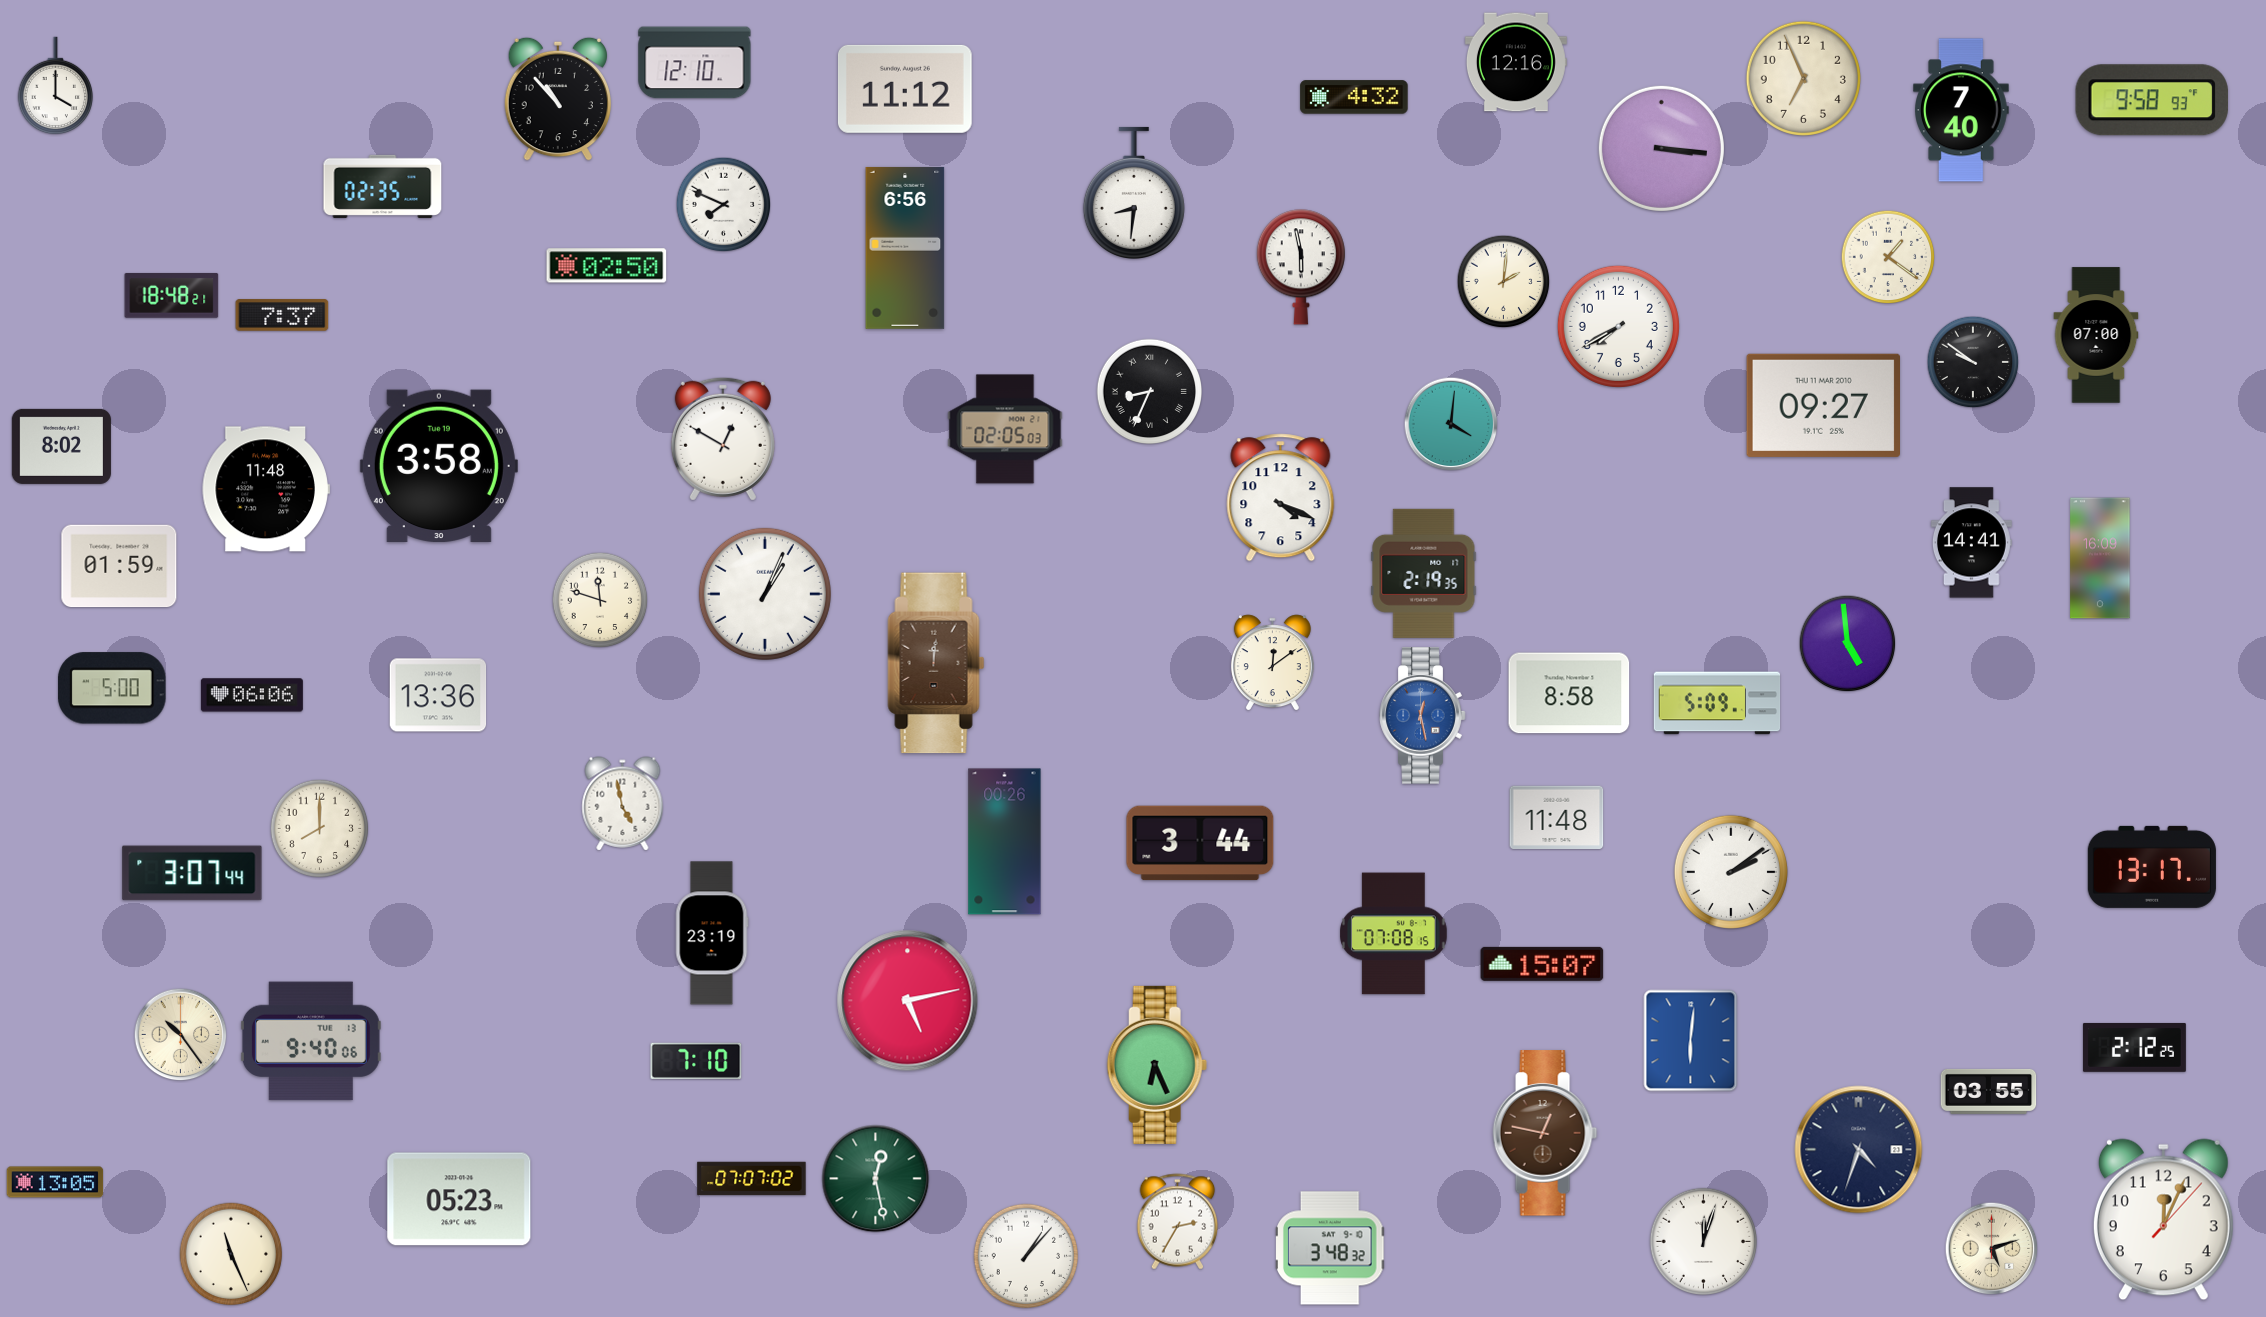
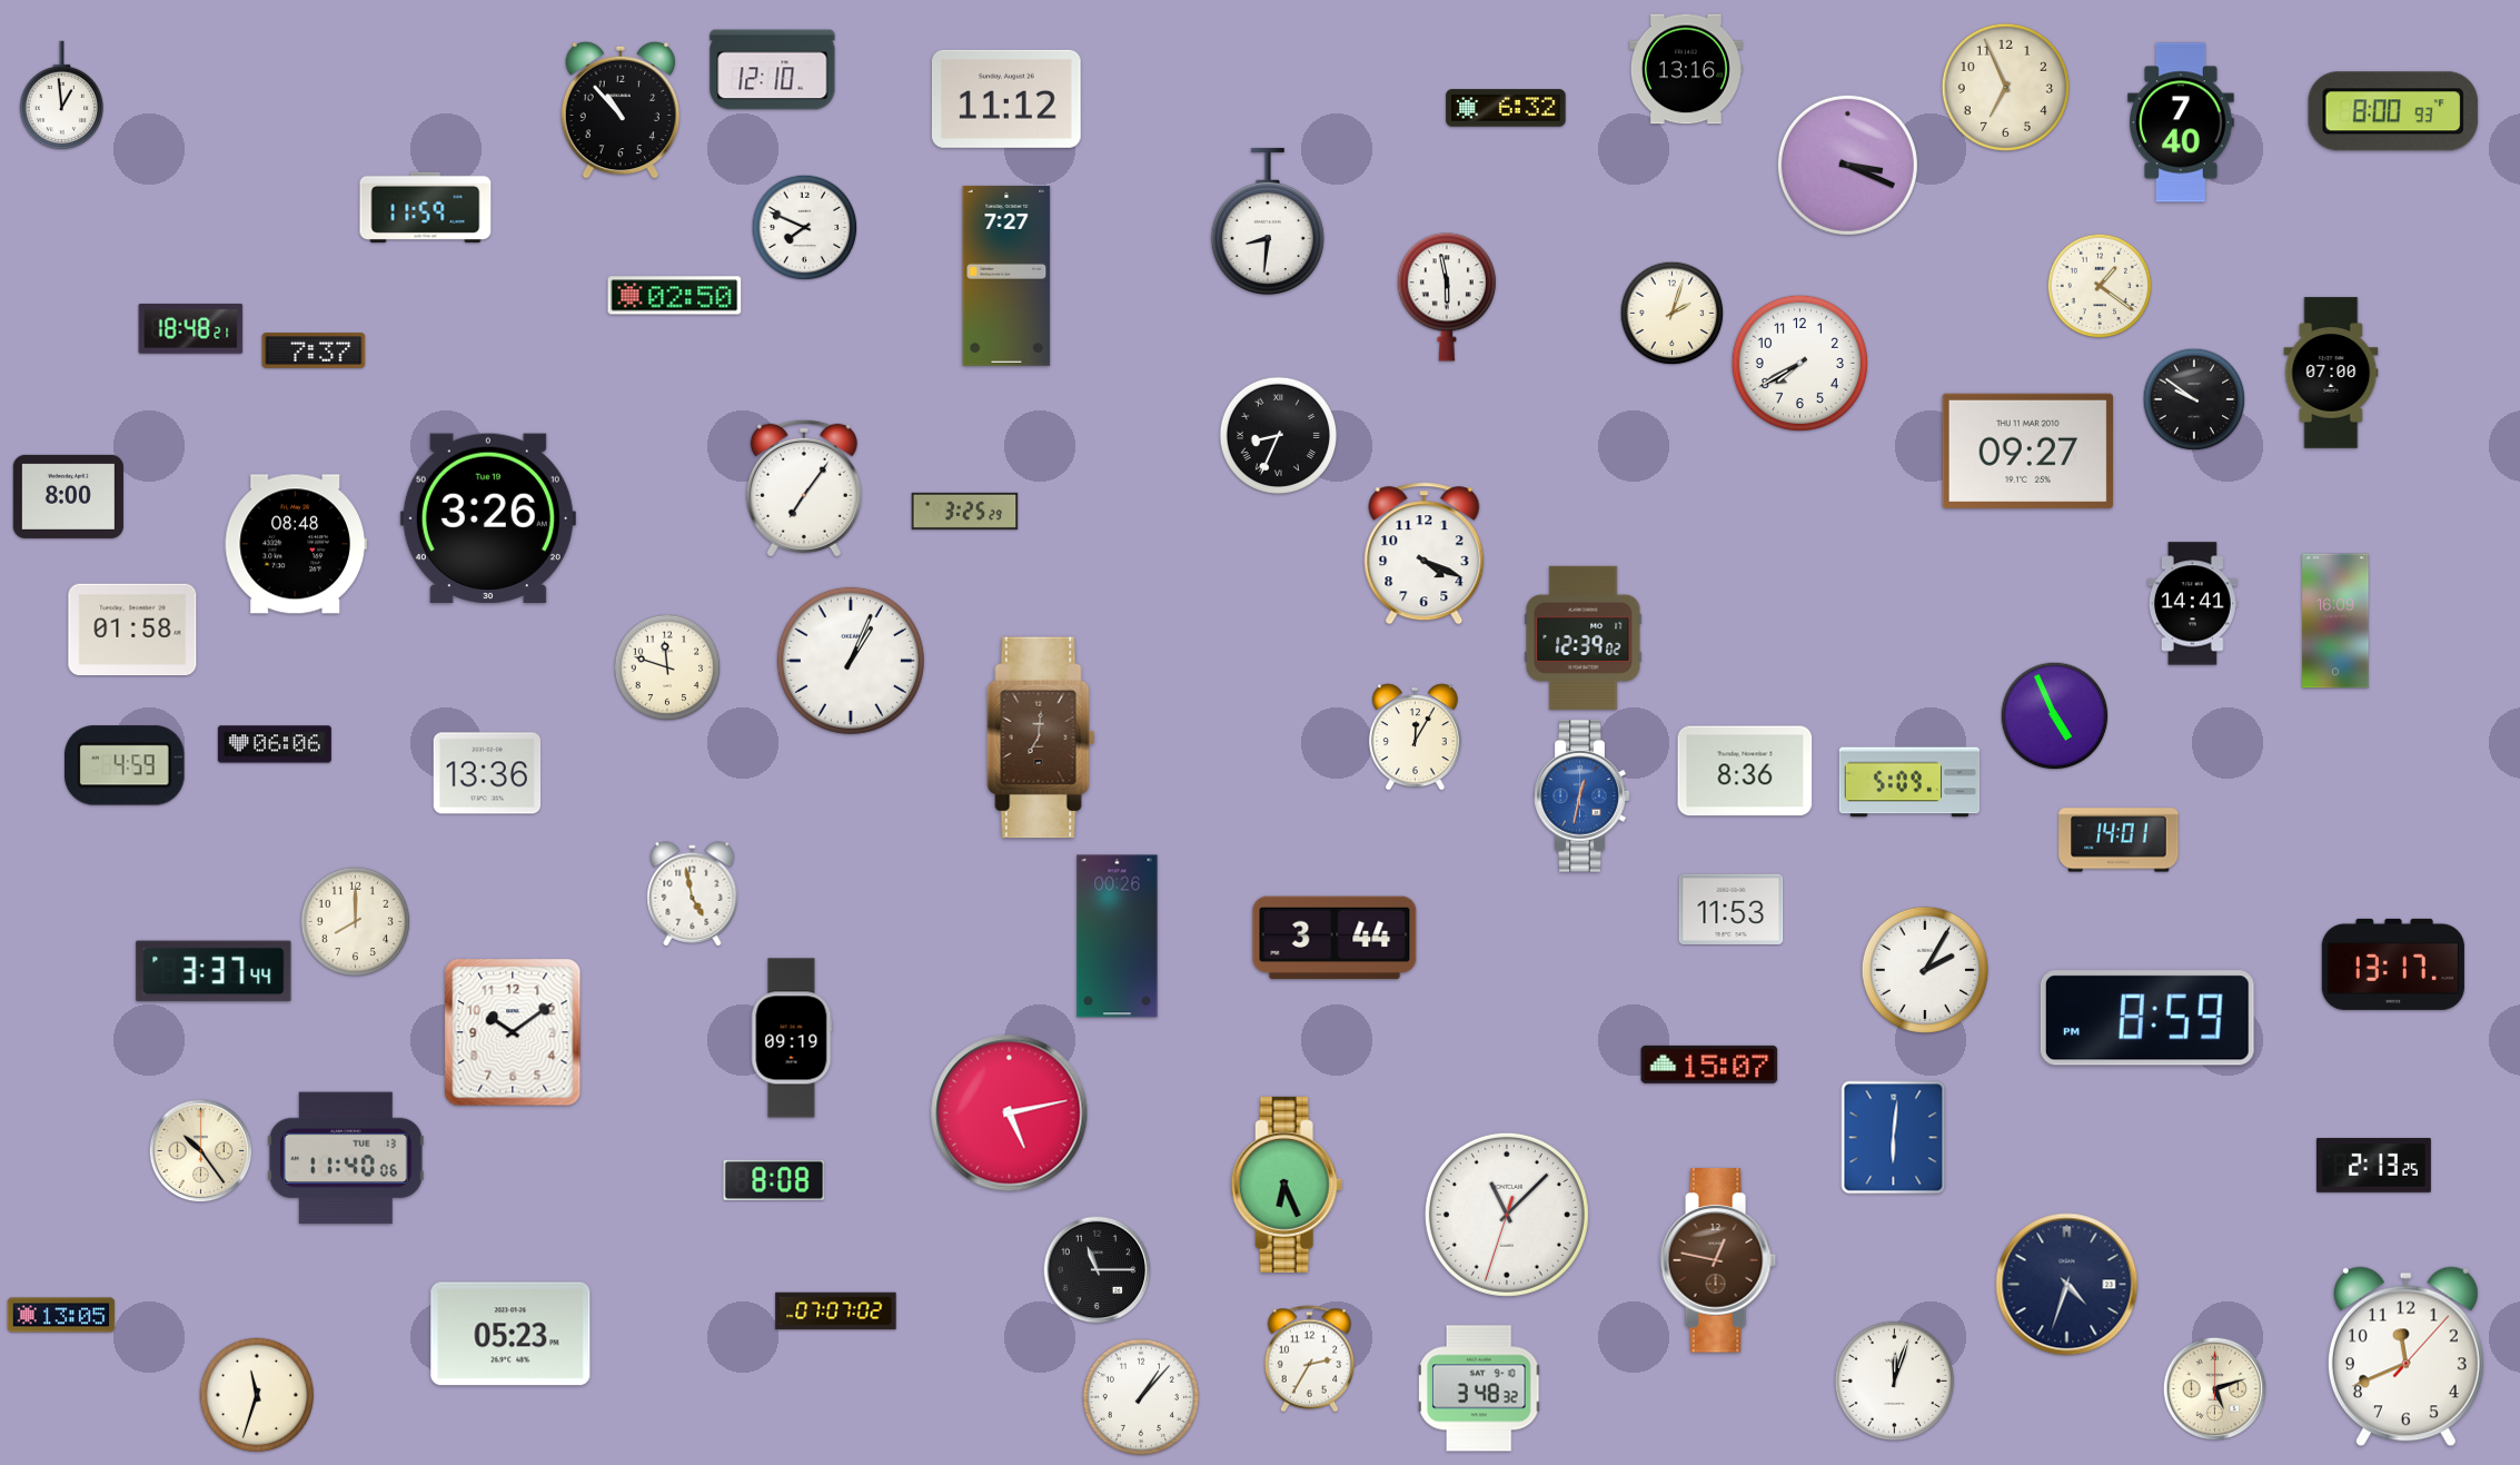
clock at (1516, 62): 12:16 -> 13:16
clock at (56, 86): 4:00 -> 12:59
clock at (1354, 97): 4:32 -> 6:32
clock at (2152, 100): 9:58 -> 8:00
clock at (1661, 148): 3:16 -> 3:19
clock at (383, 186): 02:35 -> 11:59
clock at (1134, 192) position: (1134, 192) -> (1268, 220)
clock at (905, 248): 6:56 -> 7:27
clock at (1504, 282): 2:01 -> 2:03
clock at (1973, 362) position: (1973, 362) -> (2194, 399)
clock at (1451, 424): 4:01 -> none
clock at (1005, 429): 02:05 -> none
clock at (723, 439): 12:50 -> 7:06
clock at (61, 446): 8:02 -> 8:00
clock at (965, 511): none -> 3:25
clock at (439, 465): 3:58 -> 3:26
clock at (266, 489): 11:48 -> 08:48
clock at (119, 566): 01:59 -> 01:58
clock at (1424, 573): 2:19 -> 12:39
clock at (1848, 644): 4:59 -> 4:56
clock at (936, 663): 12:01 -> 7:01
clock at (1272, 663): 12:09 -> 12:05
clock at (112, 688): 5:00 -> 4:59
clock at (1569, 693): 8:58 -> 8:36
clock at (252, 695) position: (252, 695) -> (275, 744)
clock at (1423, 716): 12:28 -> 12:32
clock at (2119, 840): none -> 14:01
clock at (1557, 818): 11:48 -> 11:53
clock at (1731, 872): 2:09 -> 2:05
clock at (192, 873): 3:07 -> 3:37
clock at (2147, 1018): none -> 8:59
clock at (513, 1032): none -> 10:09
clock at (712, 933): 23:19 -> 09:19
clock at (1394, 934): 07:08 -> none
clock at (1542, 964) position: (1542, 964) -> (1709, 1065)
clock at (311, 1041): 9:40 -> 11:40
clock at (1691, 1041) position: (1691, 1041) -> (1894, 1138)
clock at (2134, 1047): 2:12 -> 2:13
clock at (696, 1061): 7:10 -> 8:08
clock at (1989, 1091): 03:55 -> none
clock at (1507, 1215): none -> 11:07
clock at (1098, 1270): none -> 11:15
clock at (1859, 1150) position: (1859, 1150) -> (2067, 1285)
clock at (876, 1179): 12:28 -> none
clock at (2163, 1220): 12:04 -> 11:41
clock at (231, 1254): 11:26 -> 11:33
